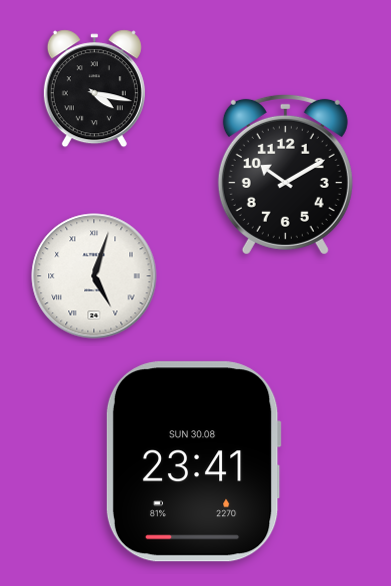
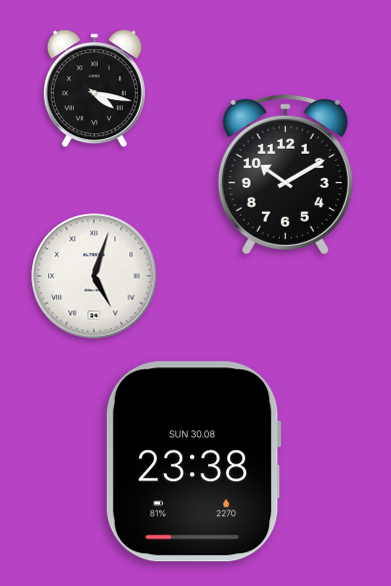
clock at (193, 462): 23:41 -> 23:38
